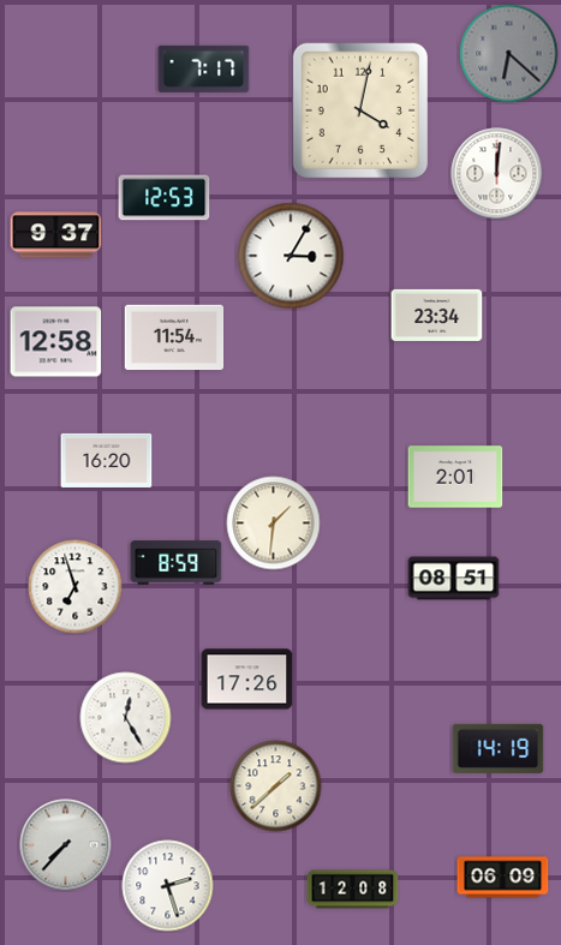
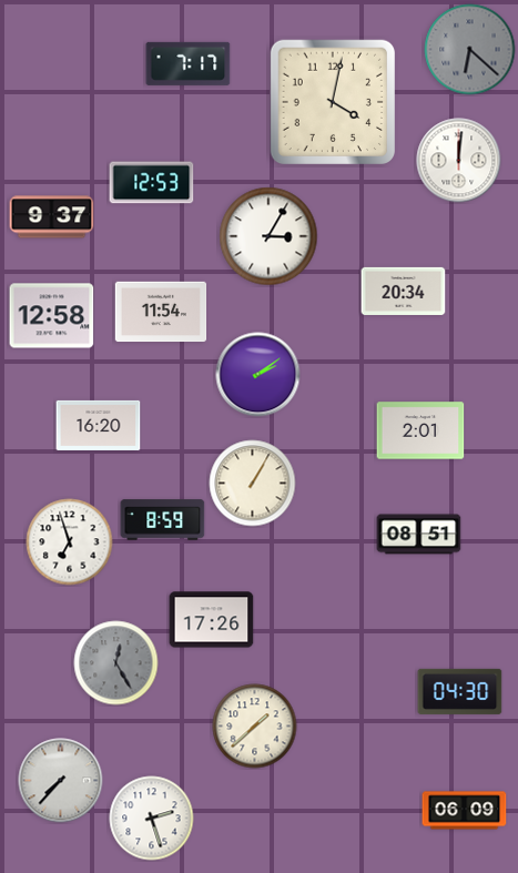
clock at (437, 315): 23:34 -> 20:34
clock at (258, 375): none -> 2:09
clock at (455, 477) position: (455, 477) -> (420, 430)
clock at (274, 524): 1:31 -> 1:05
clock at (247, 680) position: (247, 680) -> (212, 620)
clock at (126, 718) dial: white -> grey
clock at (499, 748): 14:19 -> 04:30
clock at (168, 886) position: (168, 886) -> (152, 819)
clock at (353, 890): 12:08 -> none
